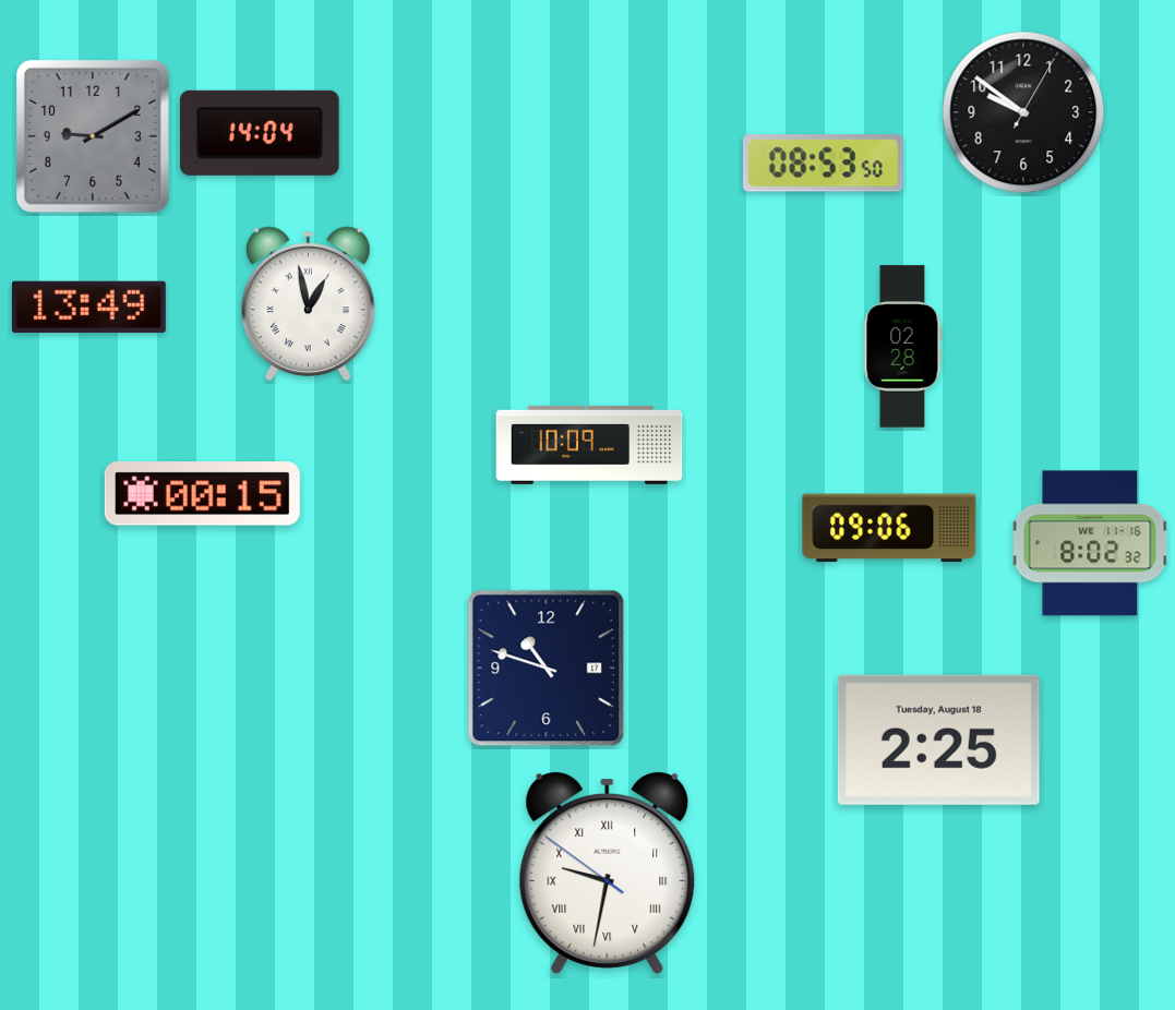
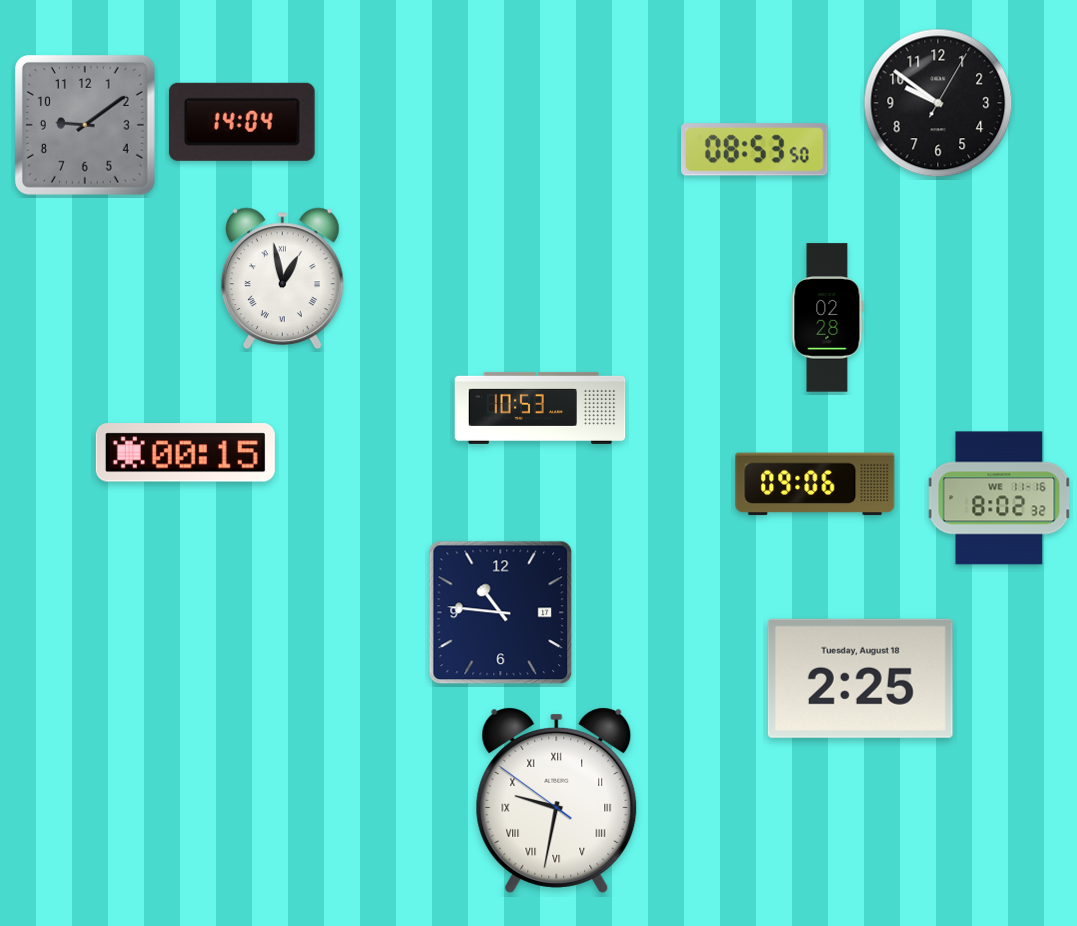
clock at (260, 133) position: (260, 133) -> (242, 122)
clock at (93, 136): 9:10 -> 9:09
clock at (88, 306): 13:49 -> none
clock at (589, 445): 10:09 -> 10:53
clock at (547, 669): 10:48 -> 10:46
